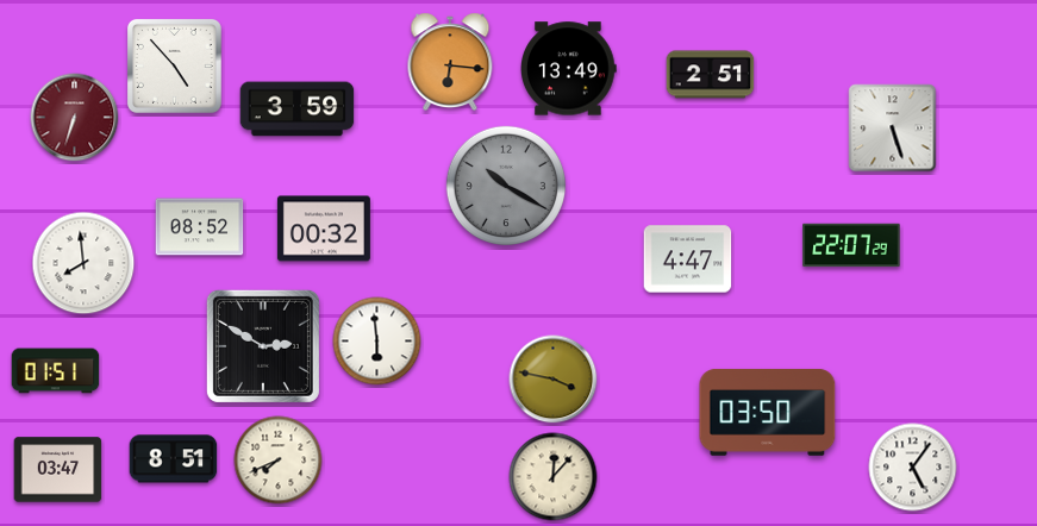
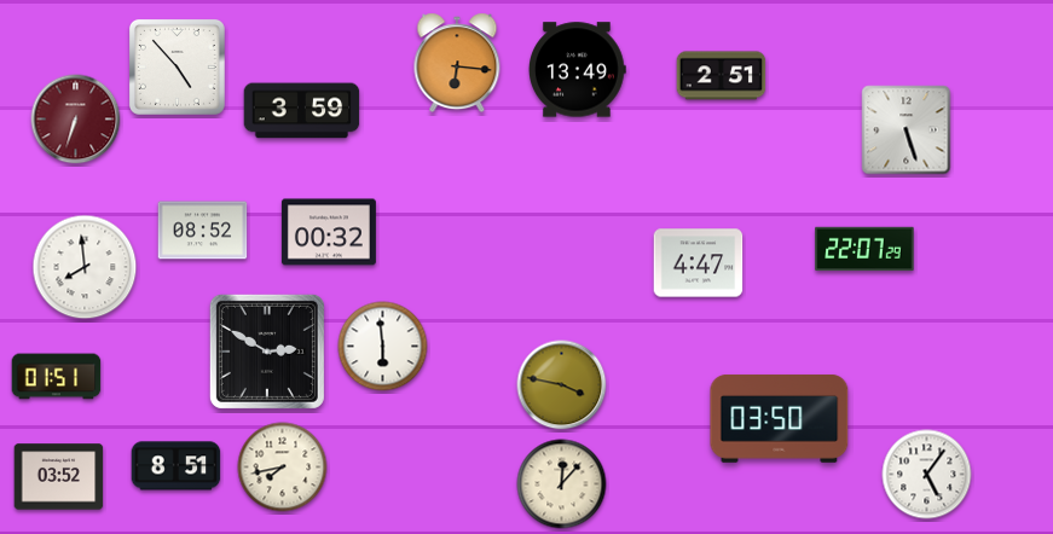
clock at (505, 184): 10:20 -> none
clock at (279, 461): 7:41 -> 7:43
clock at (58, 470): 03:47 -> 03:52
